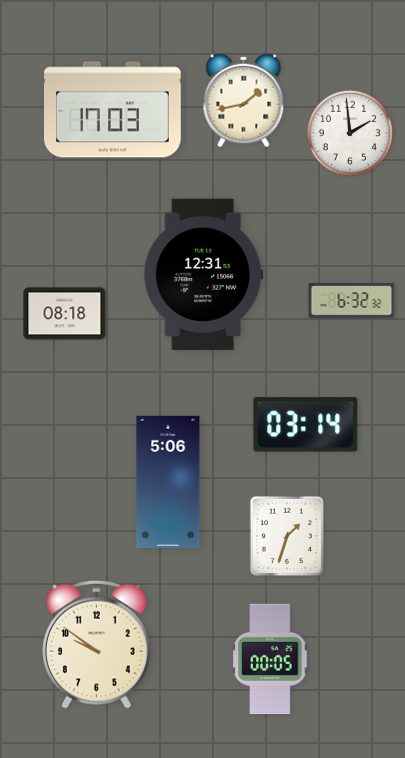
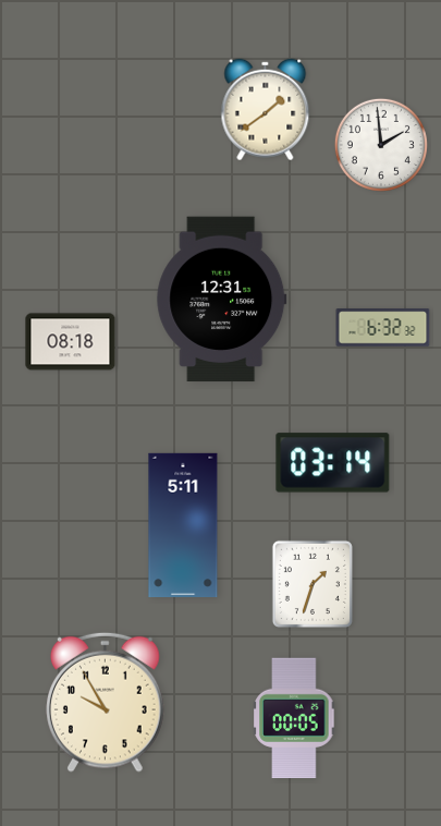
clock at (244, 101): 1:43 -> 1:39
clock at (113, 110): 17:03 -> none
clock at (168, 481): 5:06 -> 5:11
clock at (97, 644): 9:51 -> 9:55
